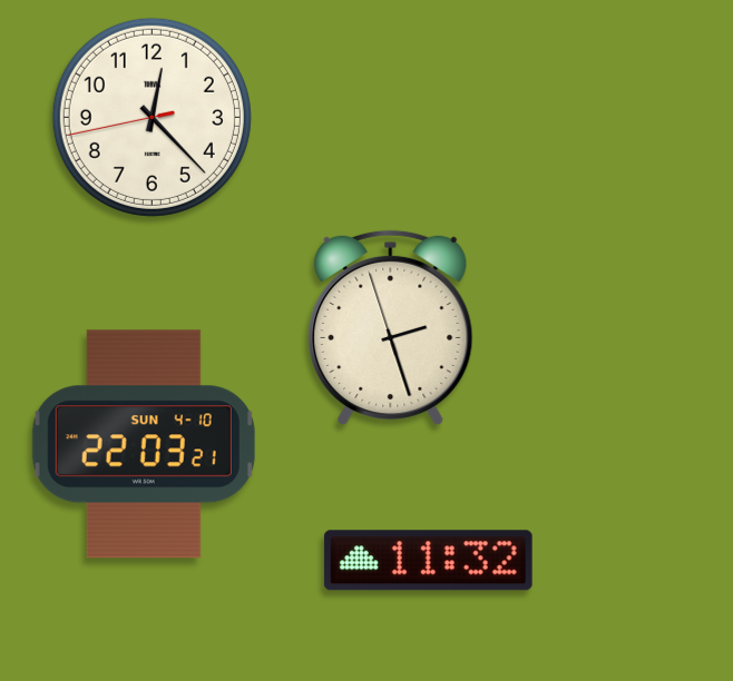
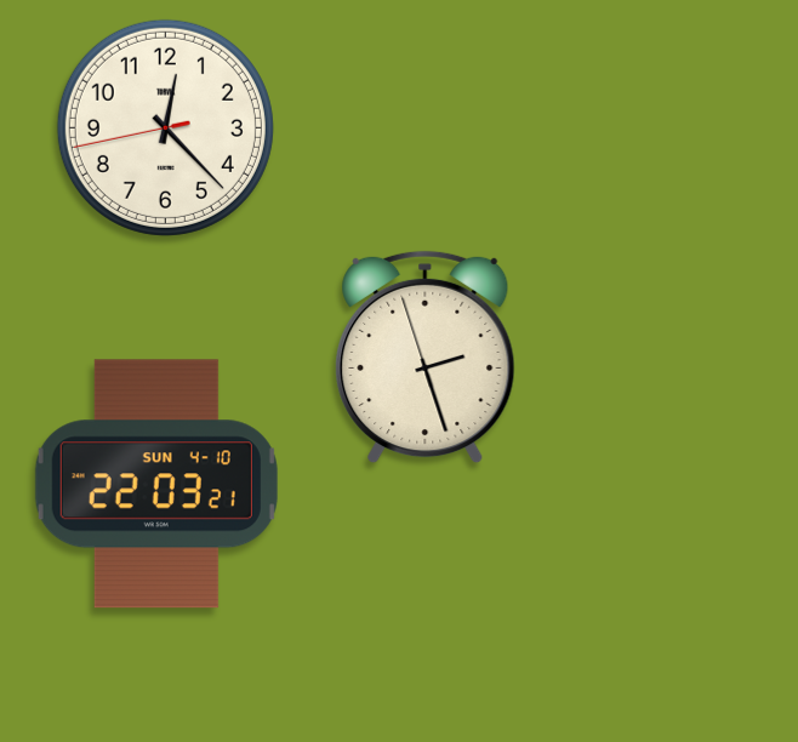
clock at (428, 561): 11:32 -> none
